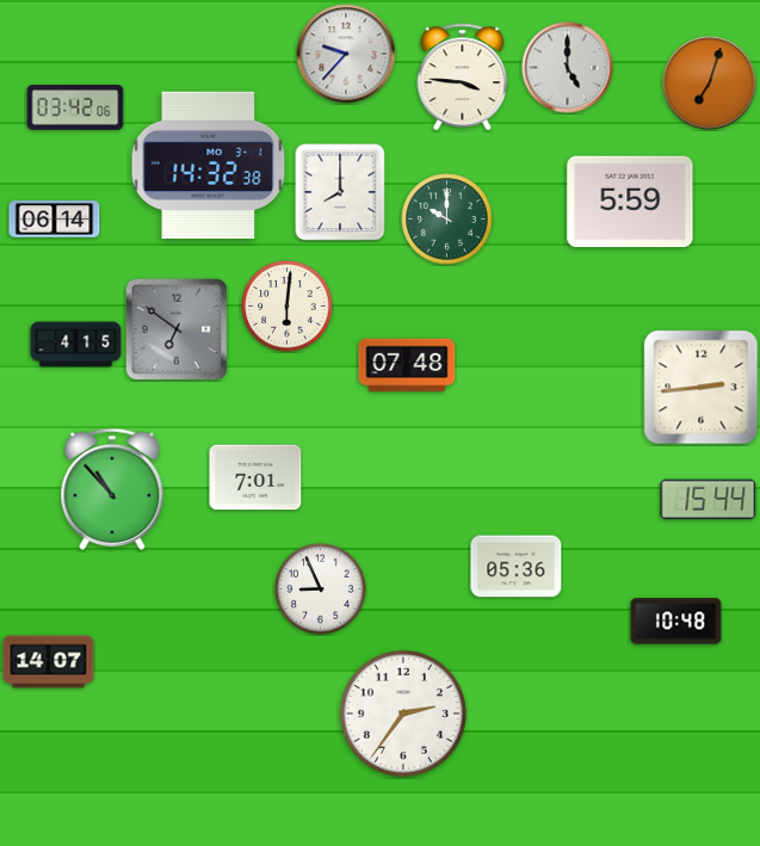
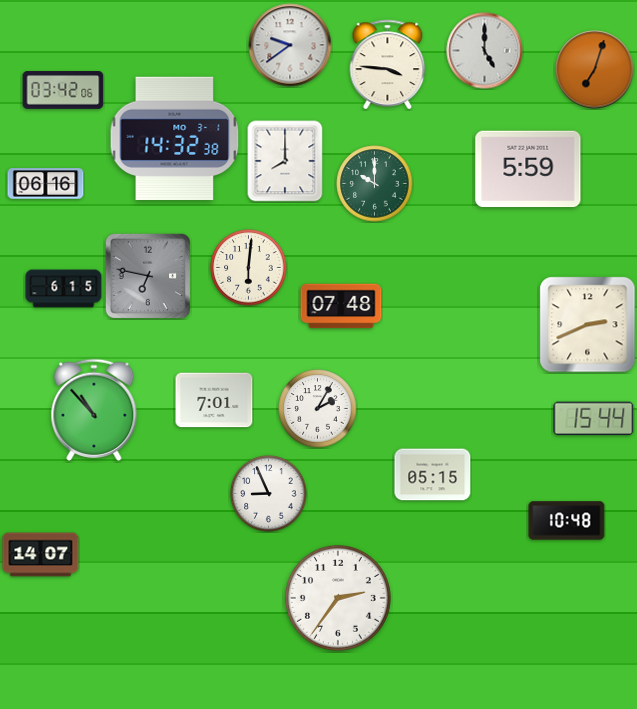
clock at (346, 54): 9:37 -> 9:39
clock at (568, 68) position: (568, 68) -> (485, 51)
clock at (55, 220): 06:14 -> 06:16
clock at (288, 307) position: (288, 307) -> (249, 268)
clock at (175, 328): 6:51 -> 6:47
clock at (76, 345): 4:15 -> 6:15
clock at (702, 388): 2:44 -> 2:41
clock at (318, 409): none -> 2:05
clock at (517, 567): 05:36 -> 05:15
